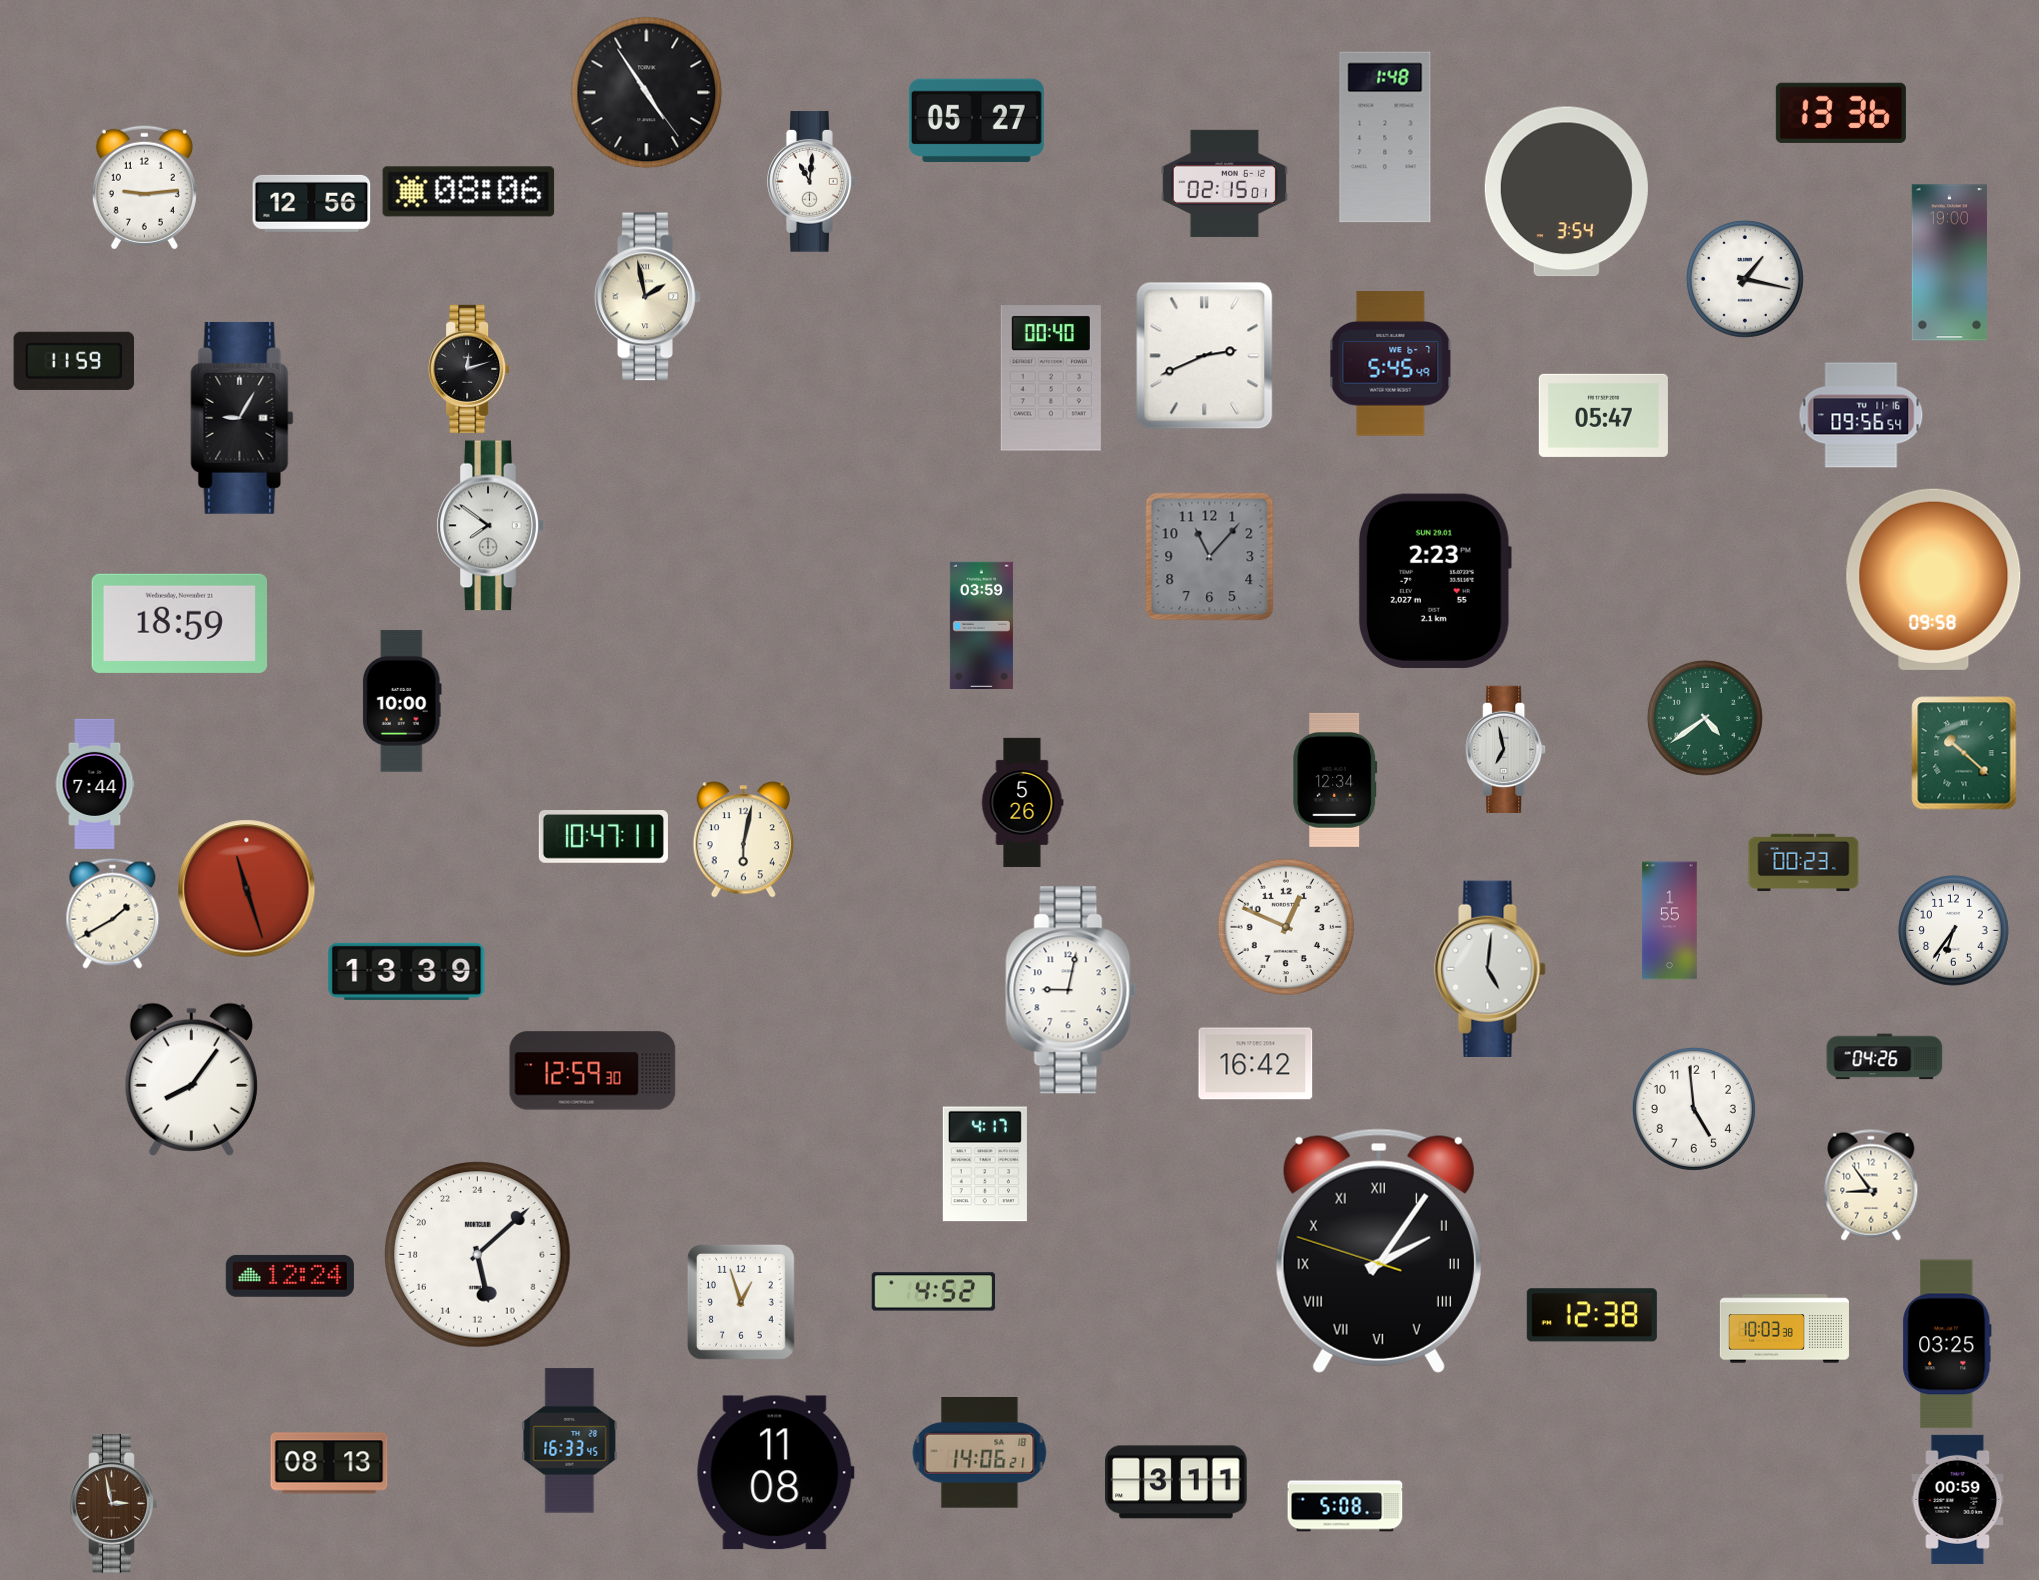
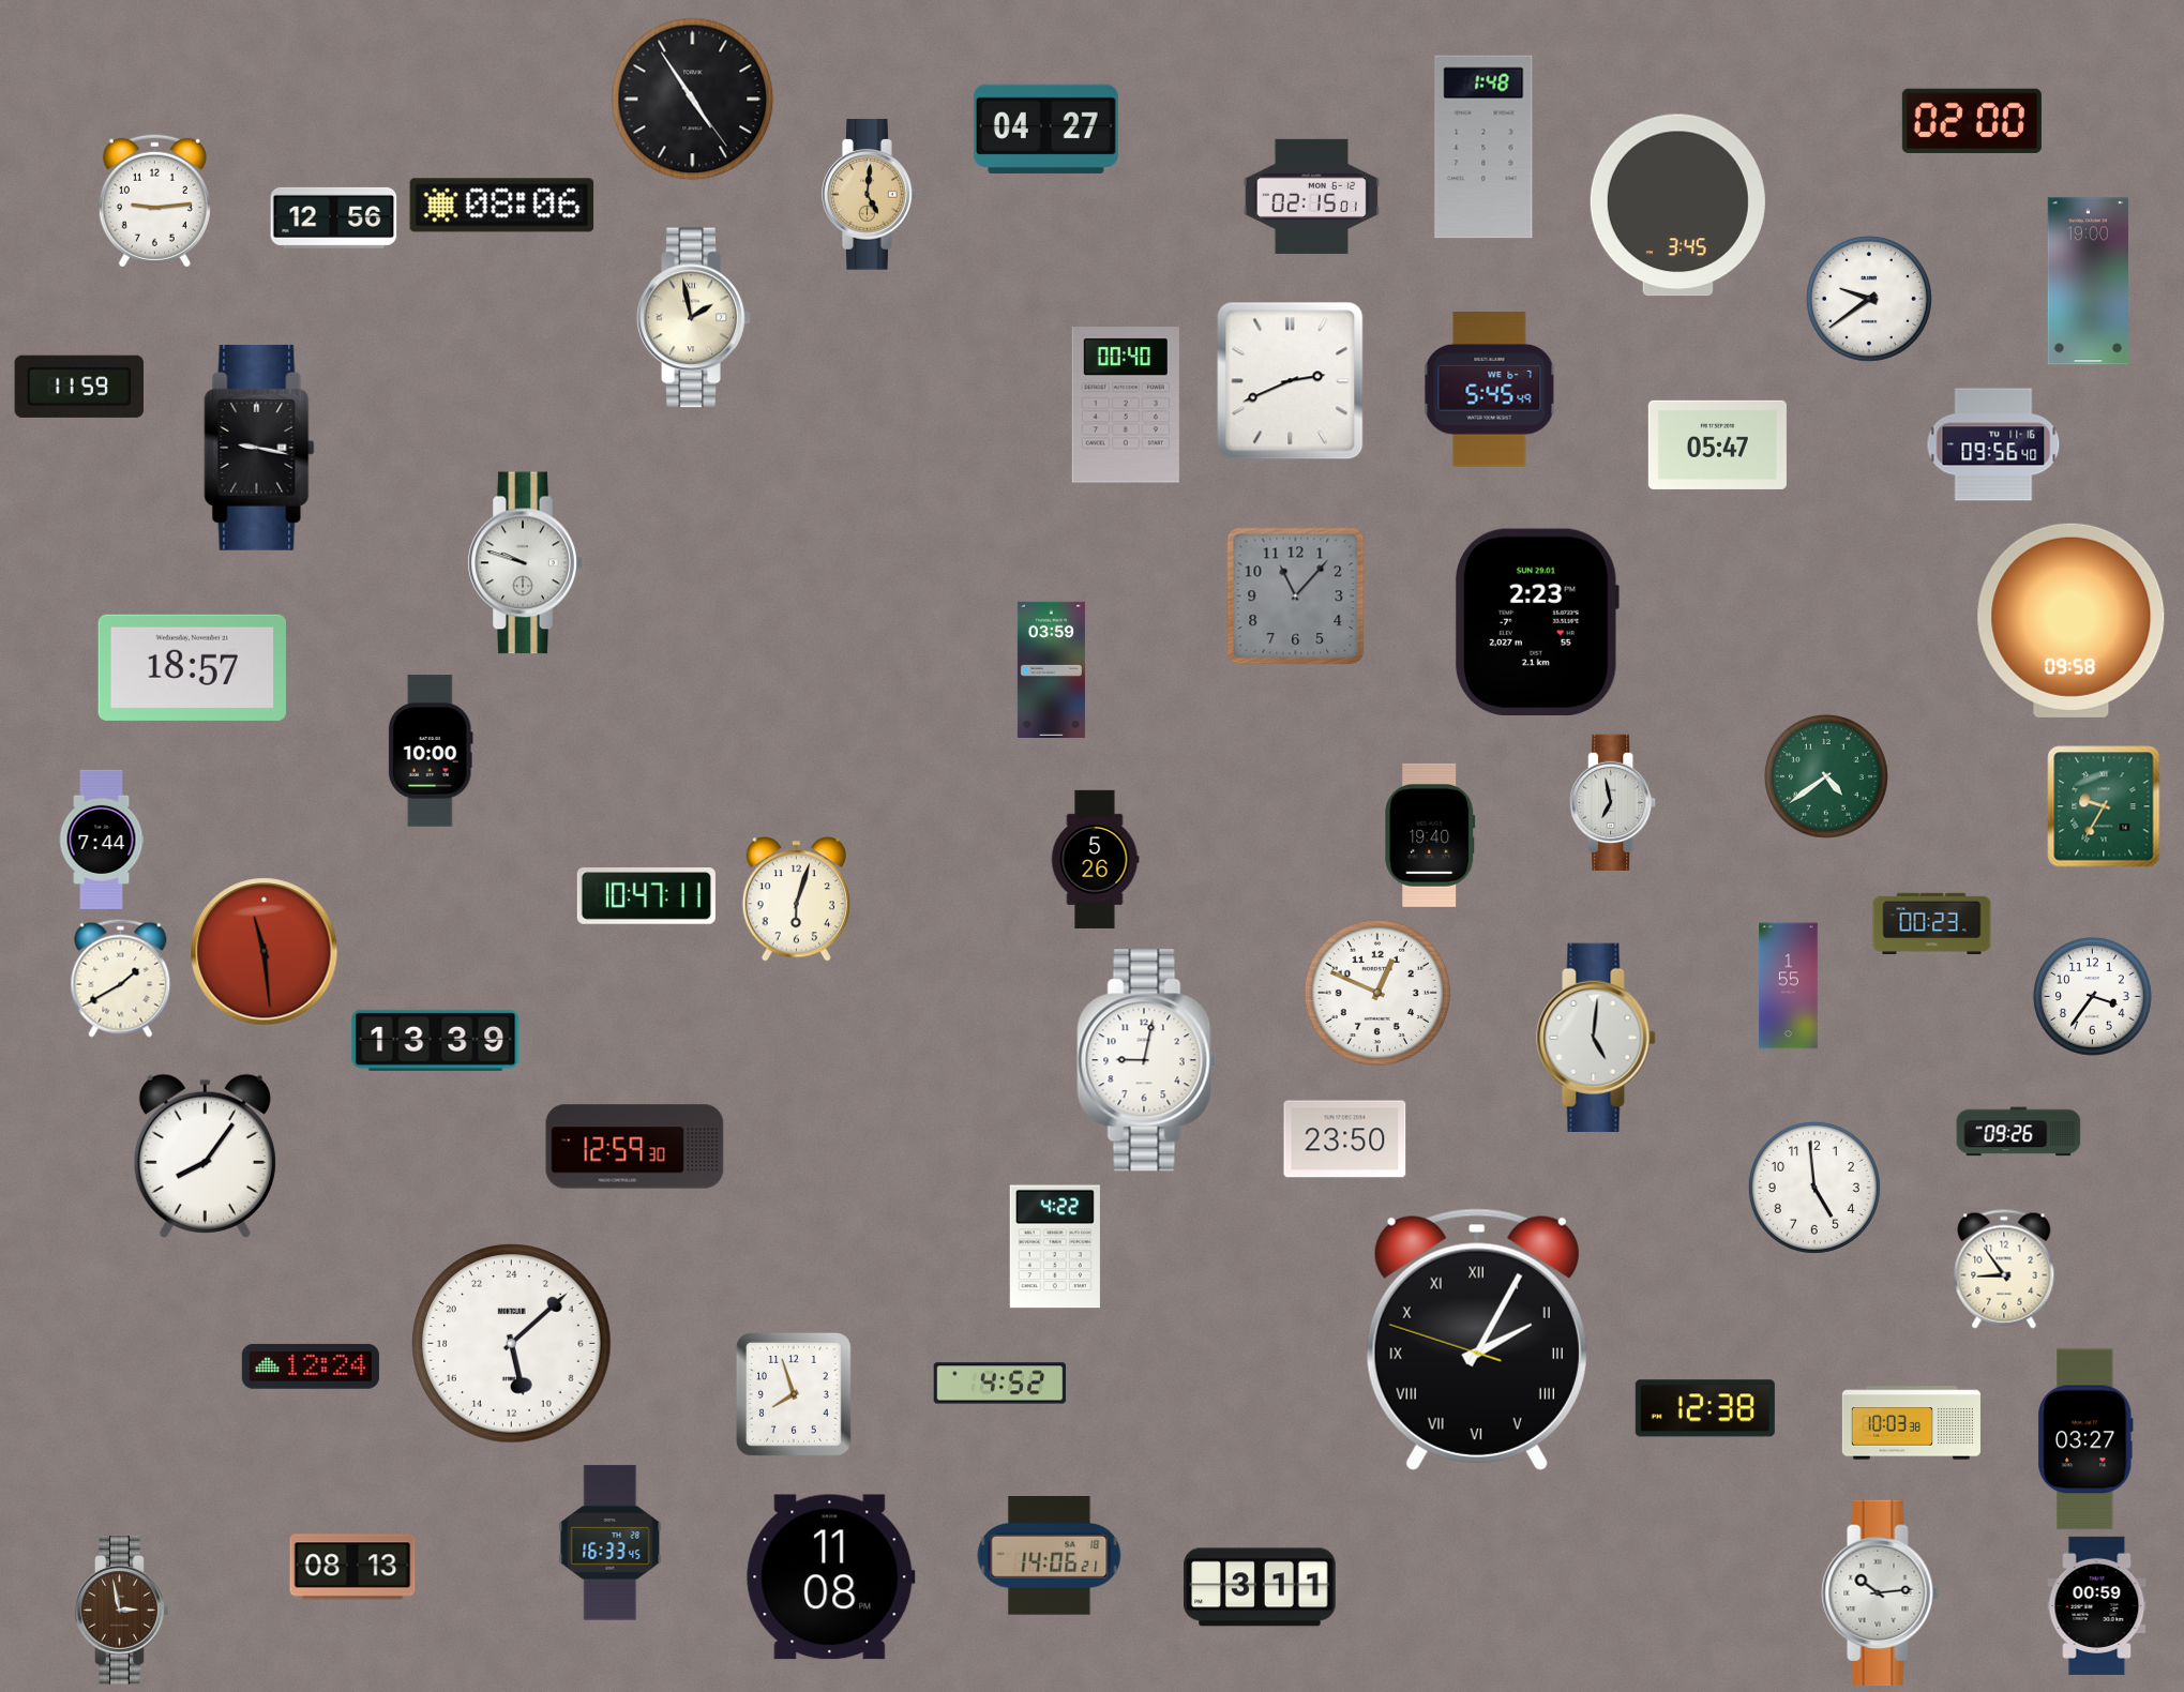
clock at (1841, 113): 13:36 -> 02:00
clock at (976, 120): 05:27 -> 04:27
clock at (812, 182): 11:01 -> 5:01
clock at (812, 182) dial: white -> champagne
clock at (1566, 192): 3:54 -> 3:45
clock at (1745, 279): 1:17 -> 9:39
clock at (469, 369): 12:12 -> none
clock at (1861, 415): 09:56:54 -> 09:56:40
clock at (242, 418): 9:05 -> 9:17
clock at (490, 526): 7:51 -> 9:48
clock at (179, 623): 18:59 -> 18:57
clock at (1705, 718) position: (1705, 718) -> (1826, 776)
clock at (1964, 753): 10:22 -> 9:35
clock at (1335, 780): 12:34 -> 19:40
clock at (743, 840): 6:02 -> 6:03
clock at (247, 889): 11:27 -> 11:29
clock at (1954, 931): 6:36 -> 3:36
clock at (1885, 1057): 04:26 -> 09:26
clock at (1256, 1064): 16:42 -> 23:50
clock at (985, 1164): 4:17 -> 4:22
clock at (1379, 1251): 2:05 -> 2:04
clock at (741, 1302): 12:57 -> 7:57
clock at (1947, 1344): 03:25 -> 03:27
clock at (1881, 1593): none -> 10:14
clock at (1345, 1506): 5:08 -> none
